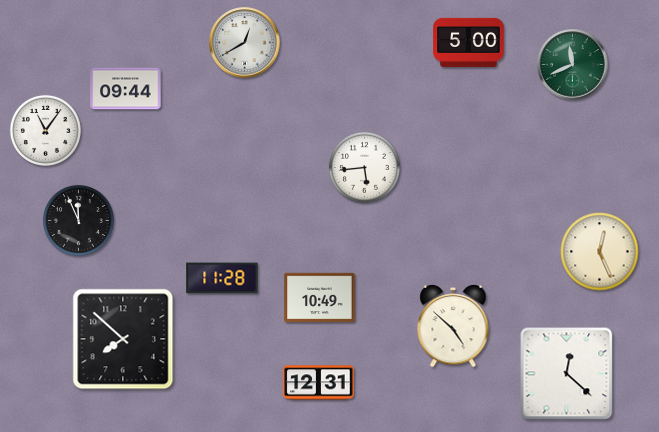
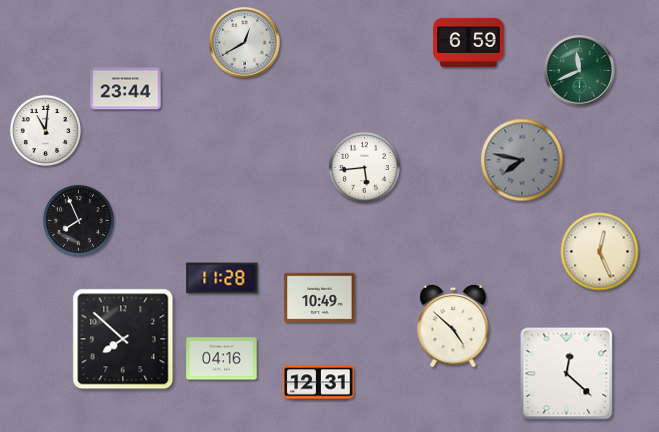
clock at (469, 42): 5:00 -> 6:59
clock at (573, 65) position: (573, 65) -> (580, 71)
clock at (126, 89): 09:44 -> 23:44
clock at (45, 130): 11:06 -> 11:01
clock at (522, 160): none -> 7:47
clock at (78, 220): 11:56 -> 7:56
clock at (222, 359): none -> 04:16
